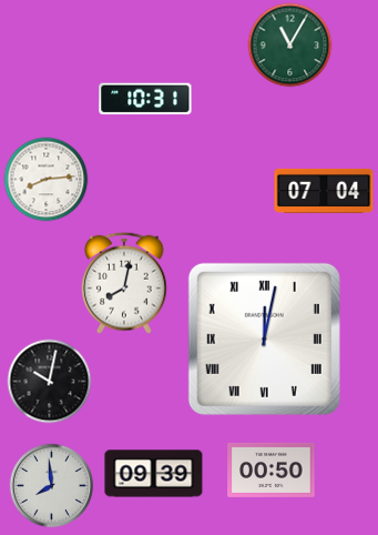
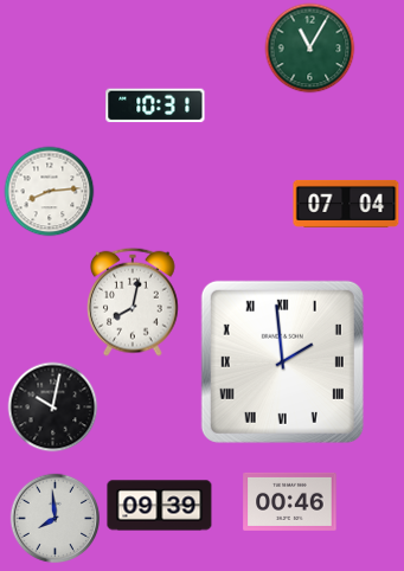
clock at (264, 339): 12:02 -> 1:59
clock at (272, 470): 00:50 -> 00:46
clock at (154, 474) position: (154, 474) -> (160, 506)
